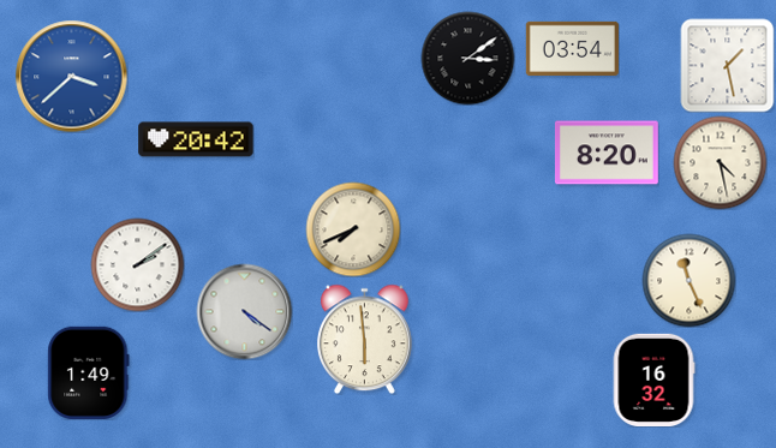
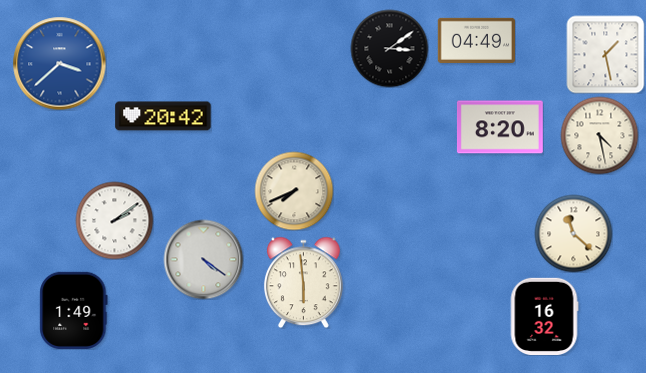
clock at (572, 48): 03:54 -> 04:49
clock at (607, 153) position: (607, 153) -> (500, 127)
clock at (688, 280): 11:26 -> 11:22
